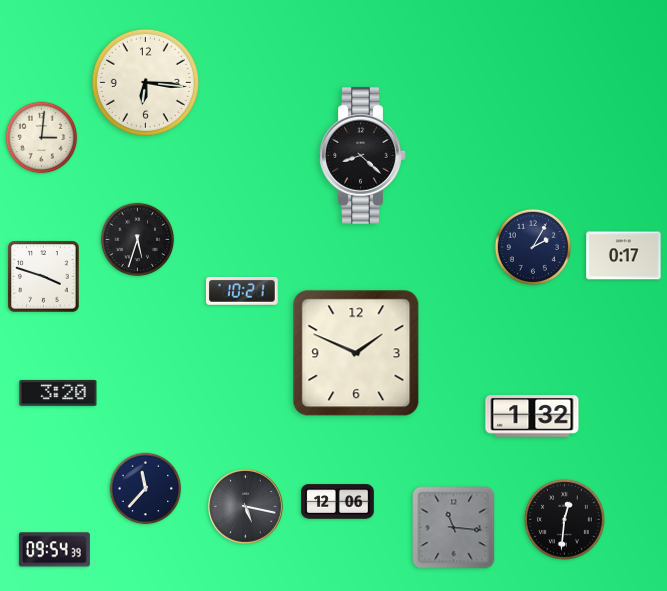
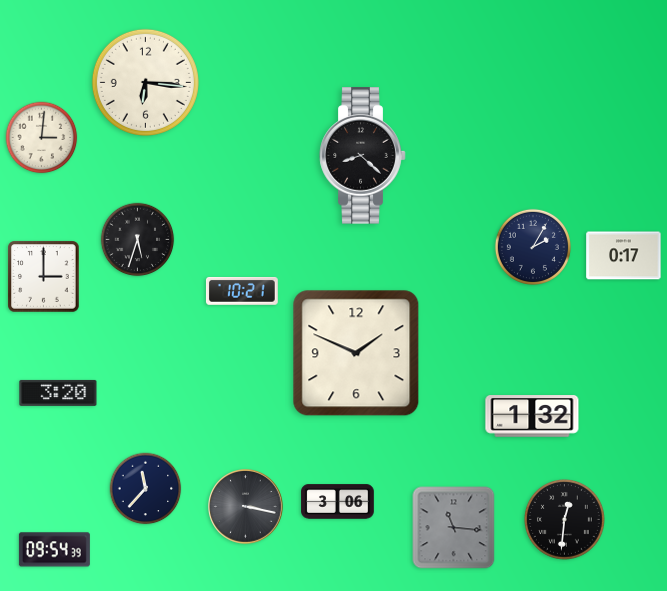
clock at (44, 277): 3:48 -> 3:00
clock at (338, 502): 12:06 -> 3:06
clock at (246, 507): 5:17 -> 3:17
